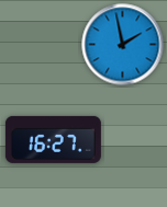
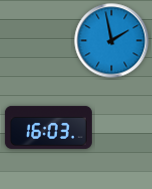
clock at (53, 139): 16:27 -> 16:03
